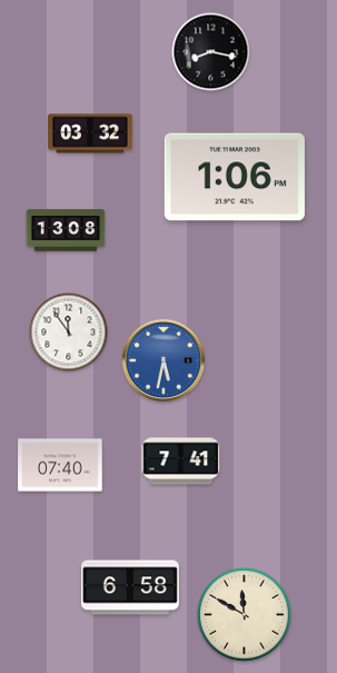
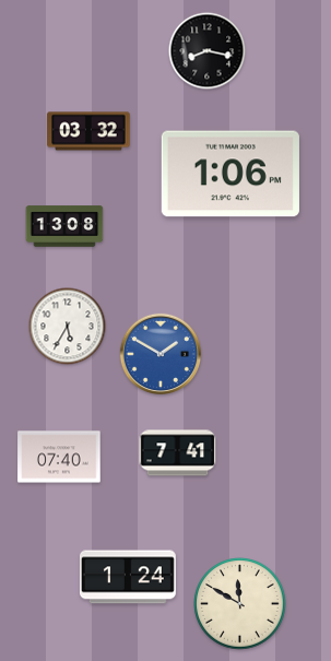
clock at (69, 333): 11:54 -> 5:35
clock at (163, 360): 5:32 -> 1:50
clock at (130, 587): 6:58 -> 1:24
